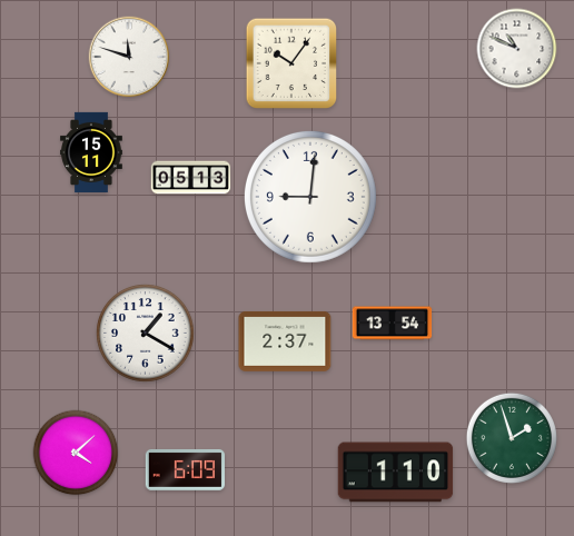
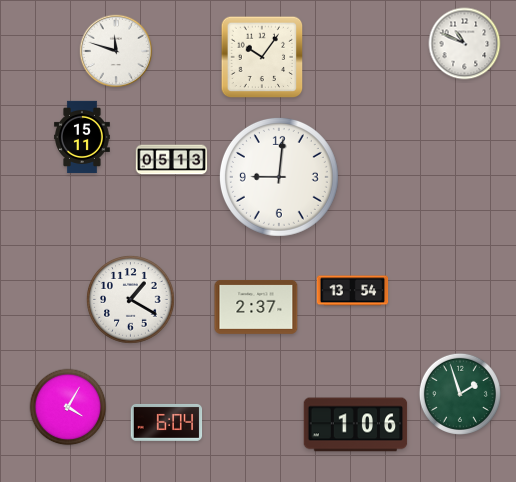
clock at (76, 453): 4:08 -> 4:05
clock at (186, 469): 6:09 -> 6:04
clock at (396, 473): 1:10 -> 1:06
